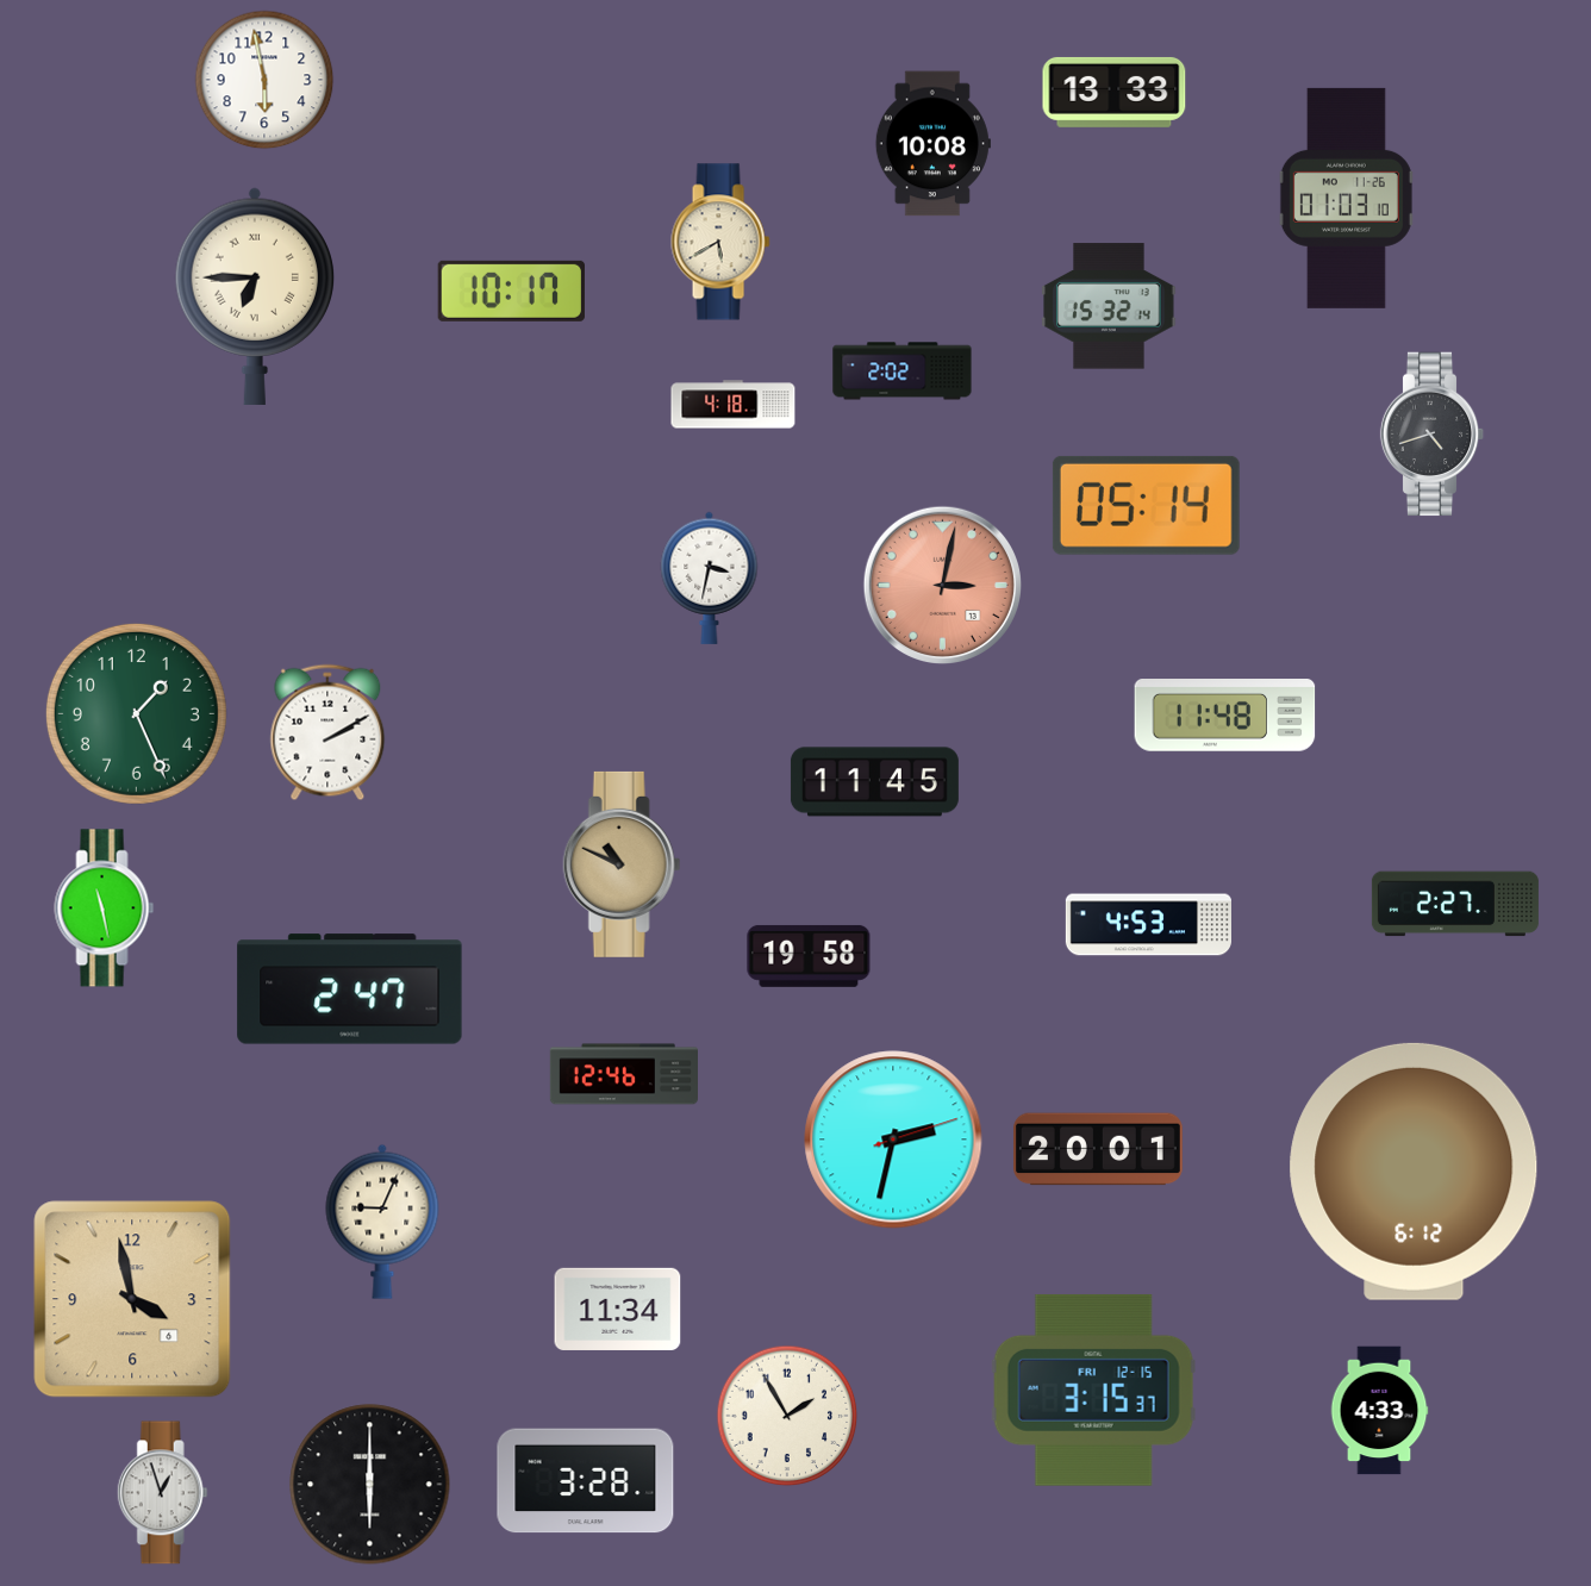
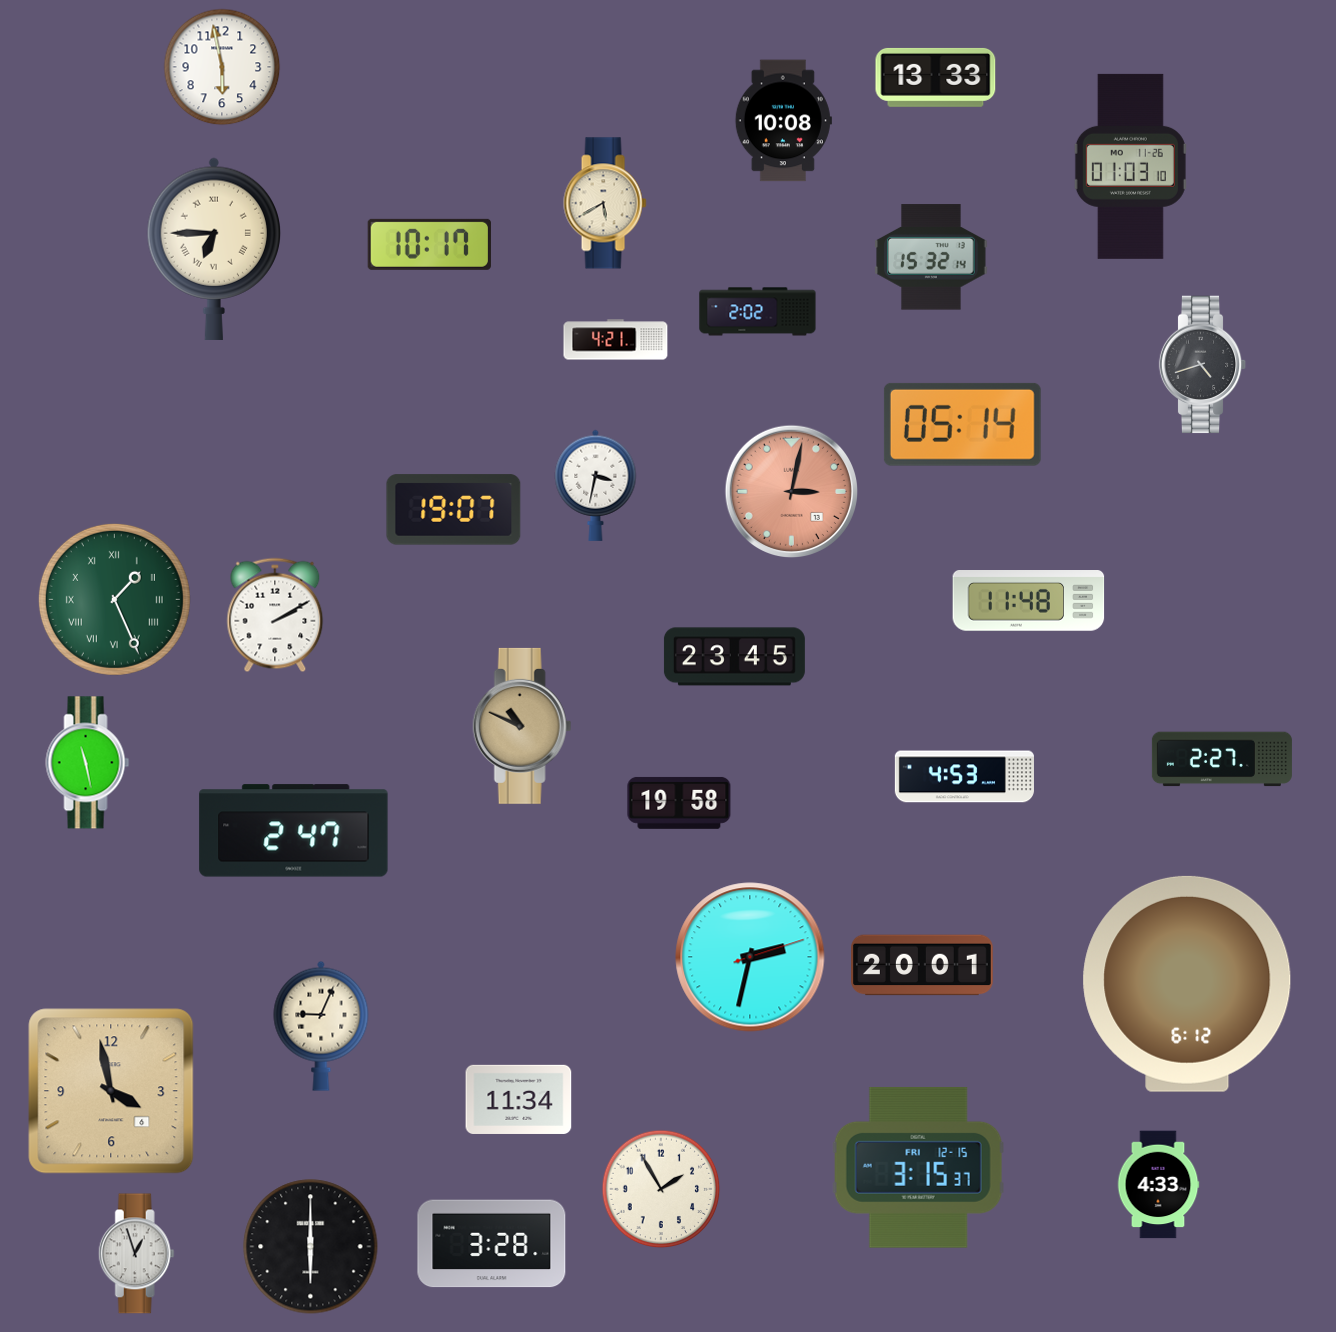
clock at (734, 405): 4:18 -> 4:21
clock at (454, 510): none -> 19:07
clock at (136, 713) numerals: Arabic -> Roman
clock at (874, 782): 11:45 -> 23:45
clock at (623, 1074): 12:46 -> none
